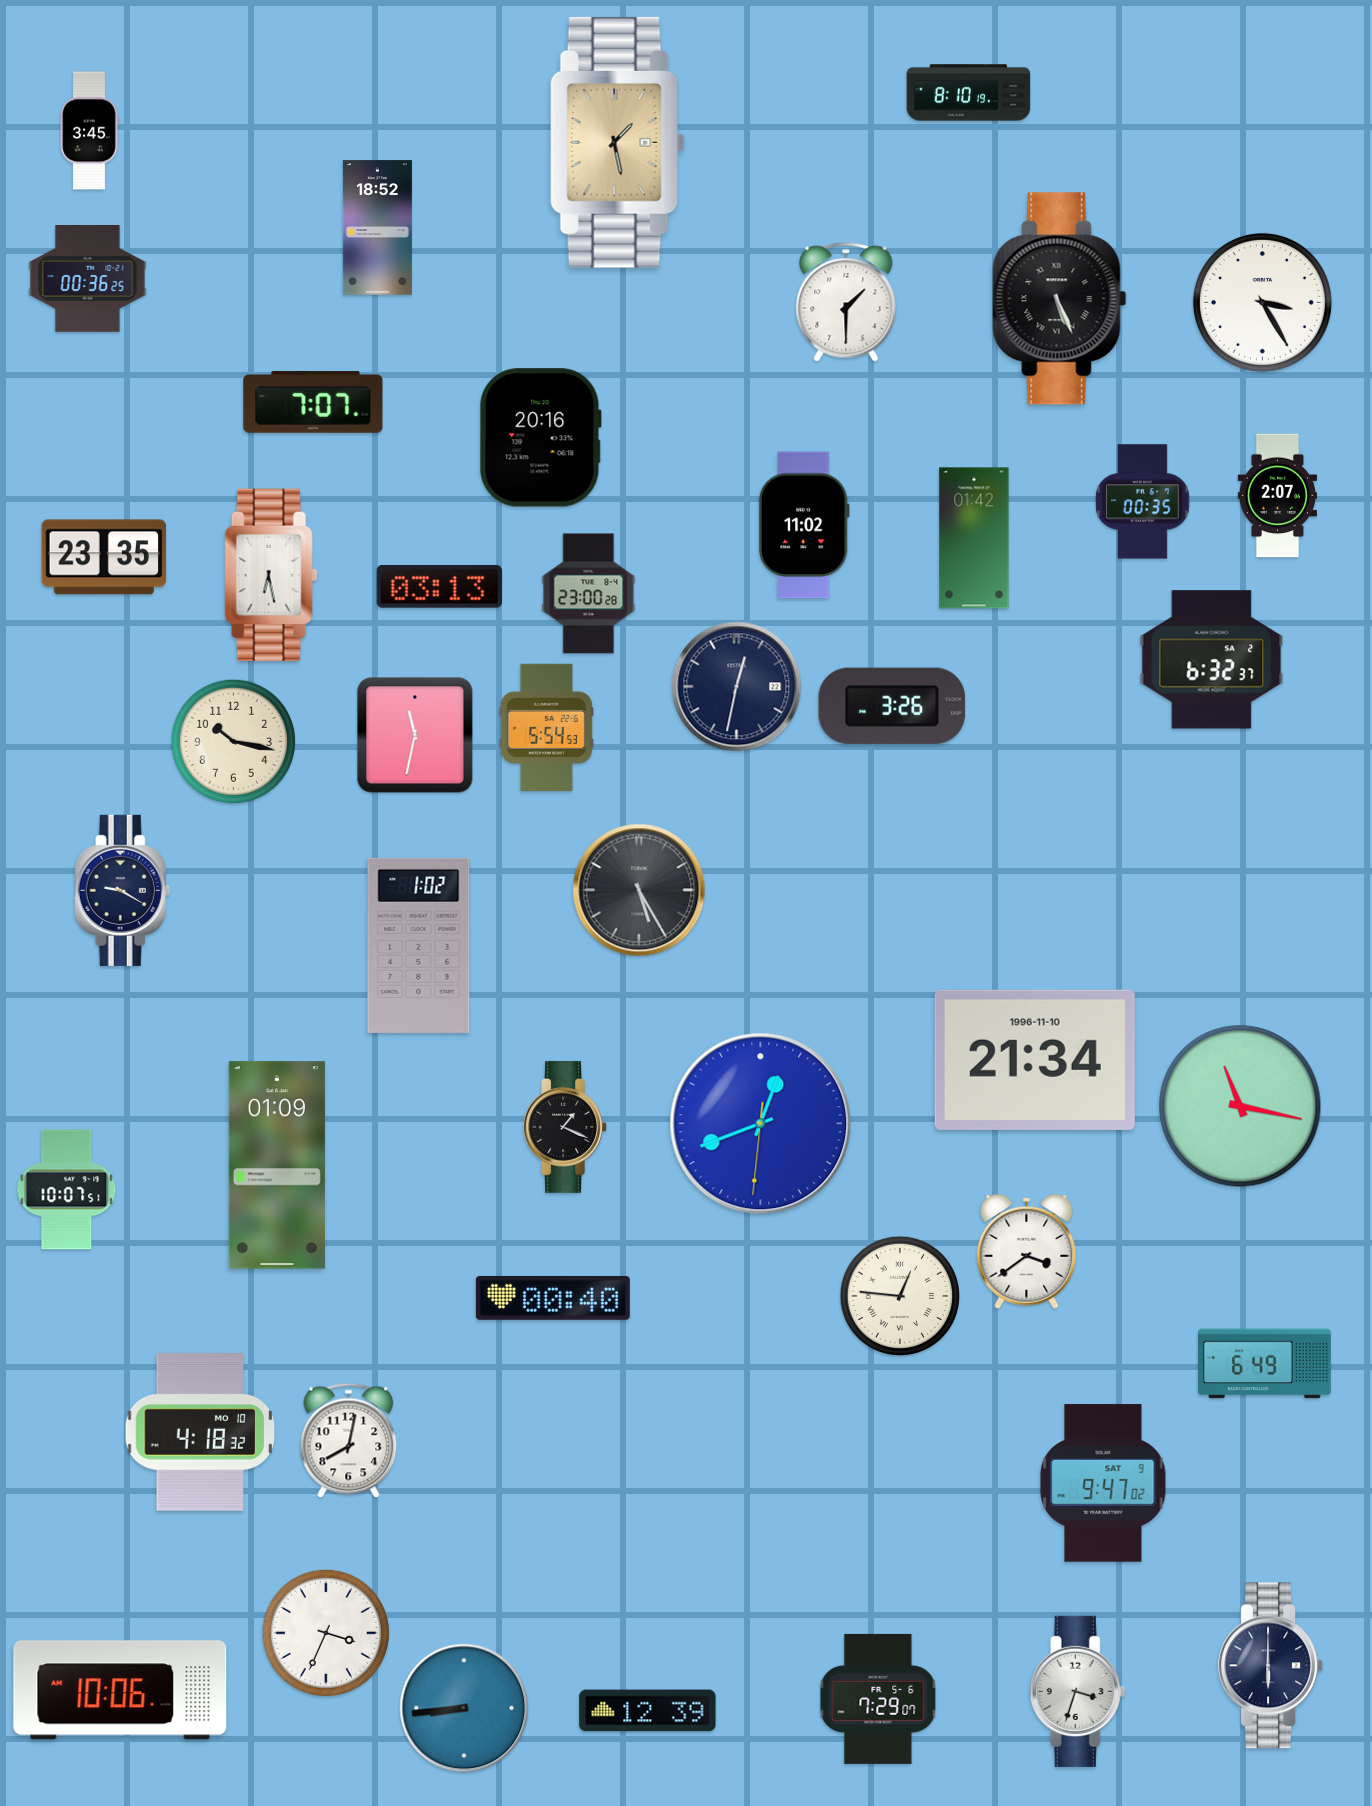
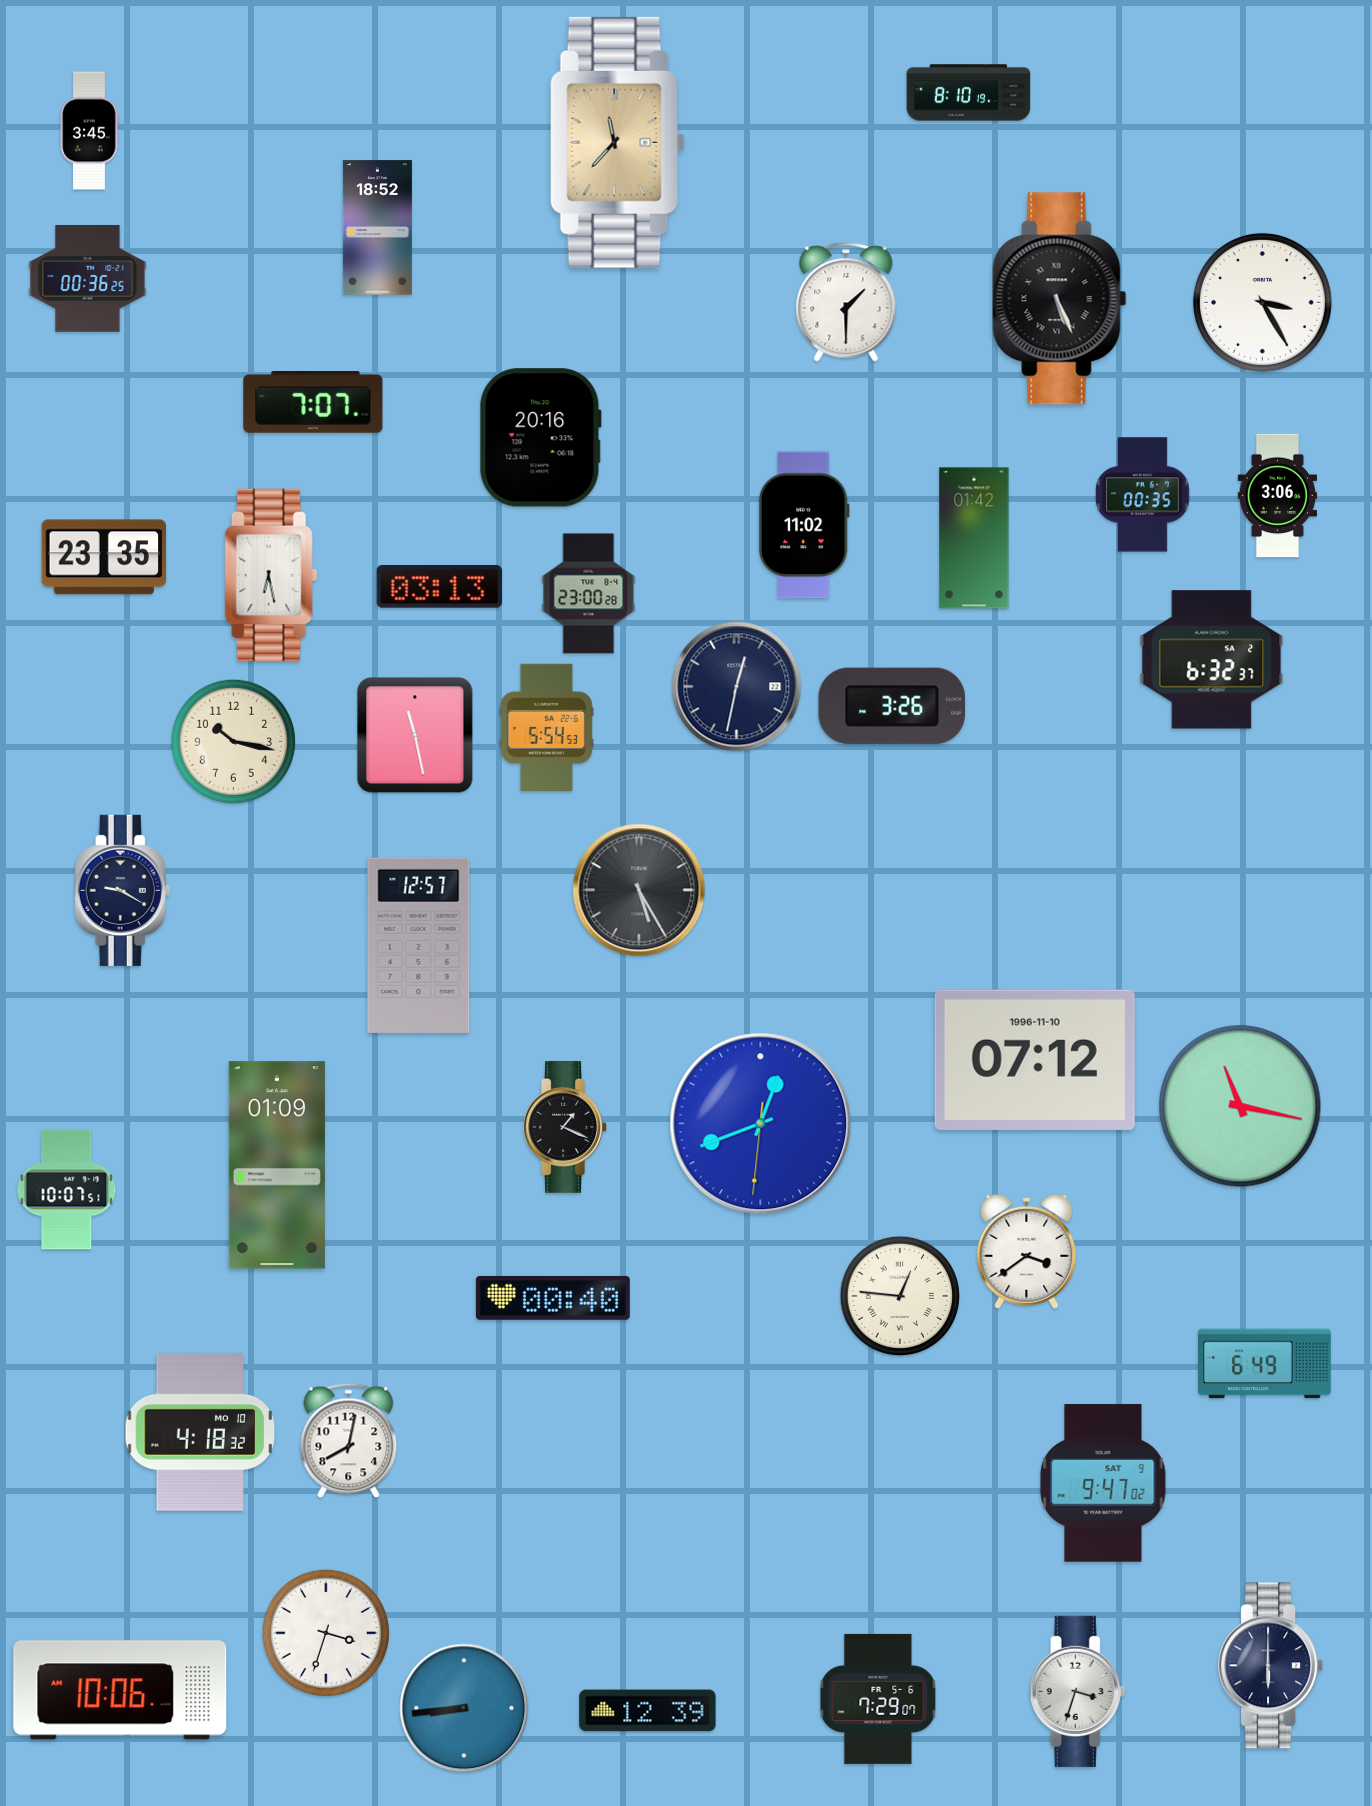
clock at (617, 142): 1:28 -> 11:37
clock at (1277, 496): 2:07 -> 3:06
clock at (1143, 502) position: (1143, 502) -> (1143, 495)
clock at (415, 735): 11:32 -> 11:28
clock at (419, 945): 1:02 -> 12:57
clock at (1035, 1060): 21:34 -> 07:12
clock at (326, 1633): 3:34 -> 3:33
